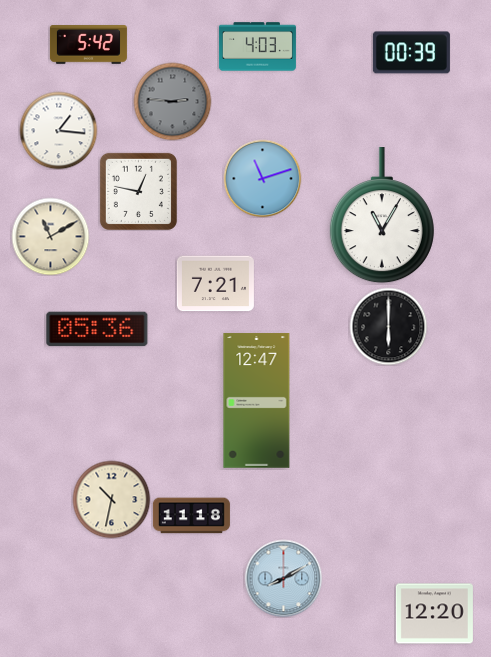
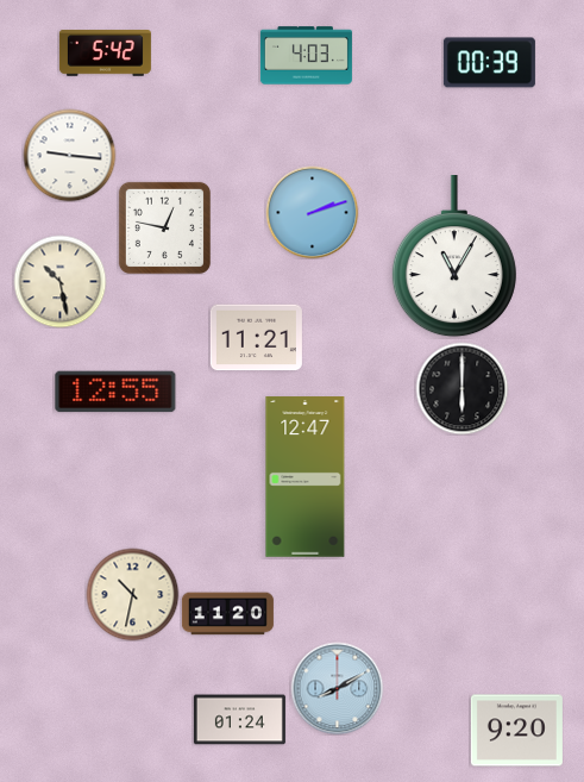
clock at (172, 101): 2:46 -> none
clock at (58, 130): 1:16 -> 9:16
clock at (262, 178): 11:12 -> 2:12
clock at (50, 236): 11:10 -> 10:28
clock at (215, 284): 7:21 -> 11:21
clock at (97, 329): 05:36 -> 12:55
clock at (191, 516): 11:18 -> 11:20
clock at (239, 720): none -> 01:24
clock at (434, 614): 12:20 -> 9:20
